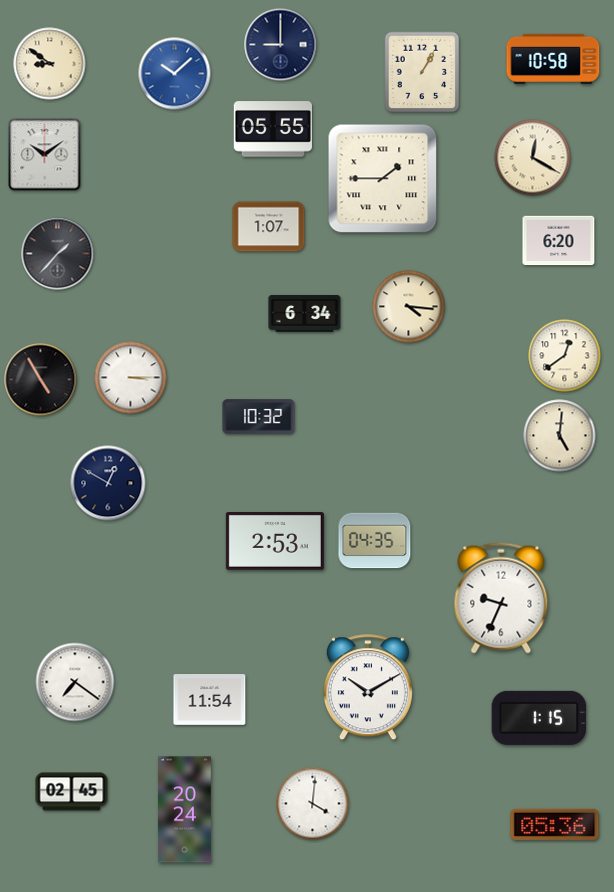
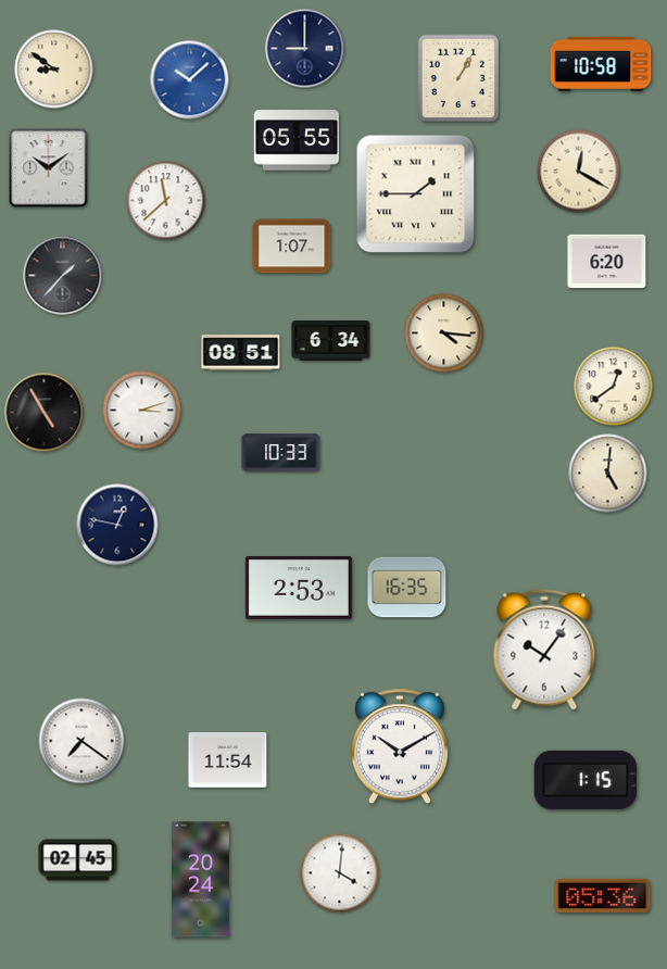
clock at (166, 201): none -> 11:38
clock at (241, 353): none -> 08:51
clock at (131, 378): 3:15 -> 3:12
clock at (259, 417): 10:32 -> 10:33
clock at (108, 483): 12:50 -> 12:47
clock at (375, 541): 04:35 -> 16:35
clock at (501, 598): 9:34 -> 10:06
